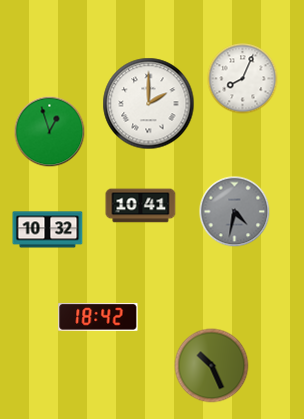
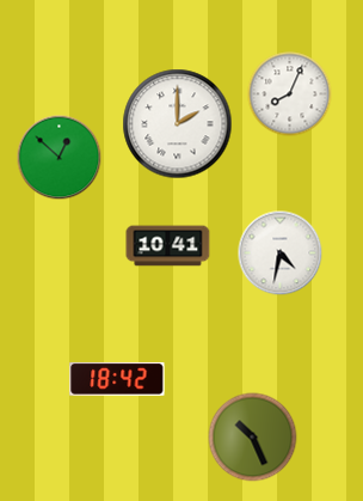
clock at (50, 132): 12:57 -> 12:52
clock at (235, 212) dial: grey -> white
clock at (48, 230): 10:32 -> none
